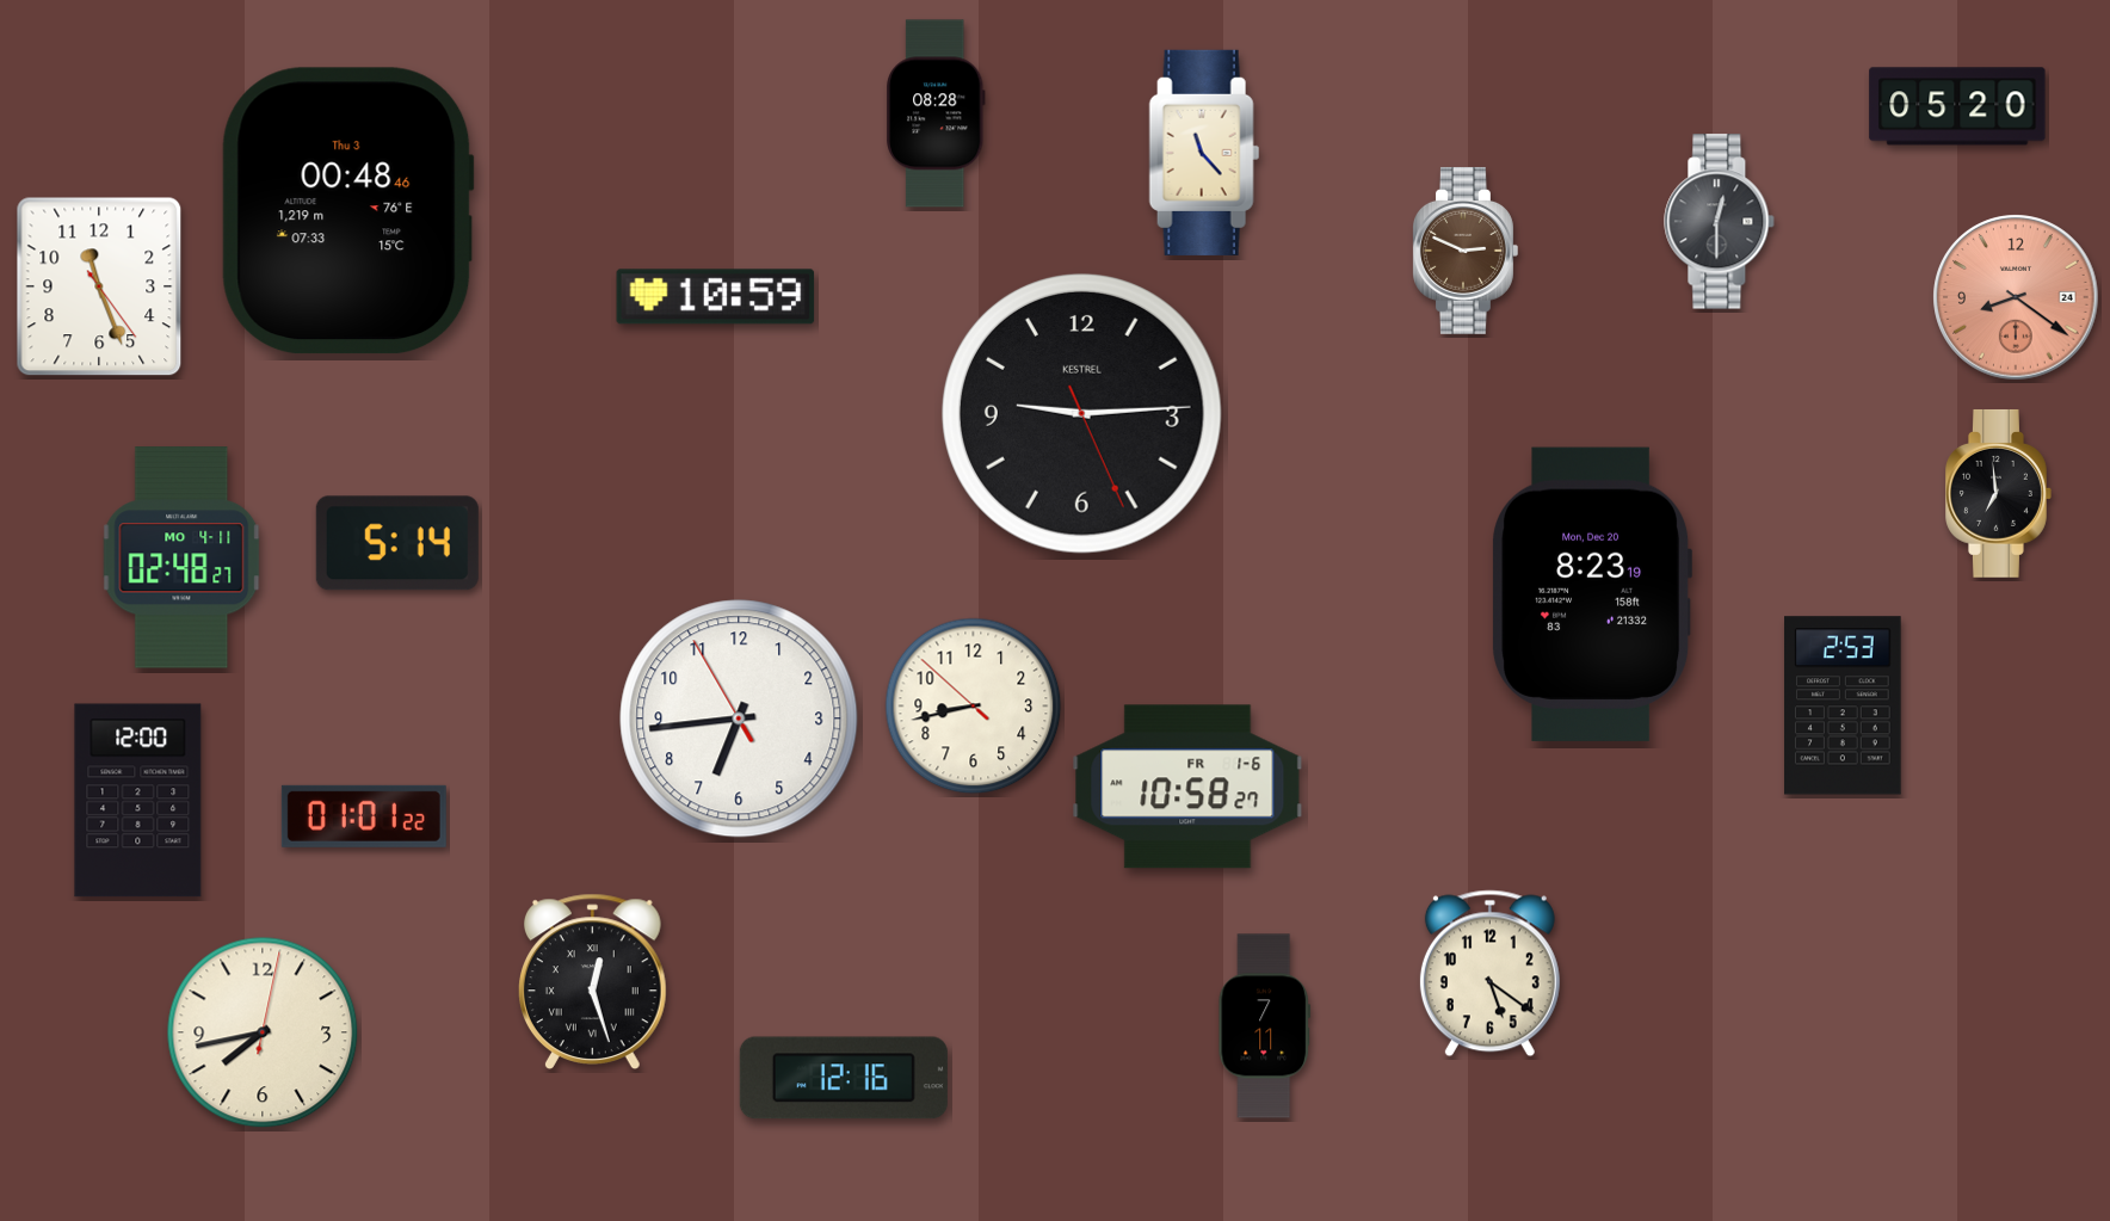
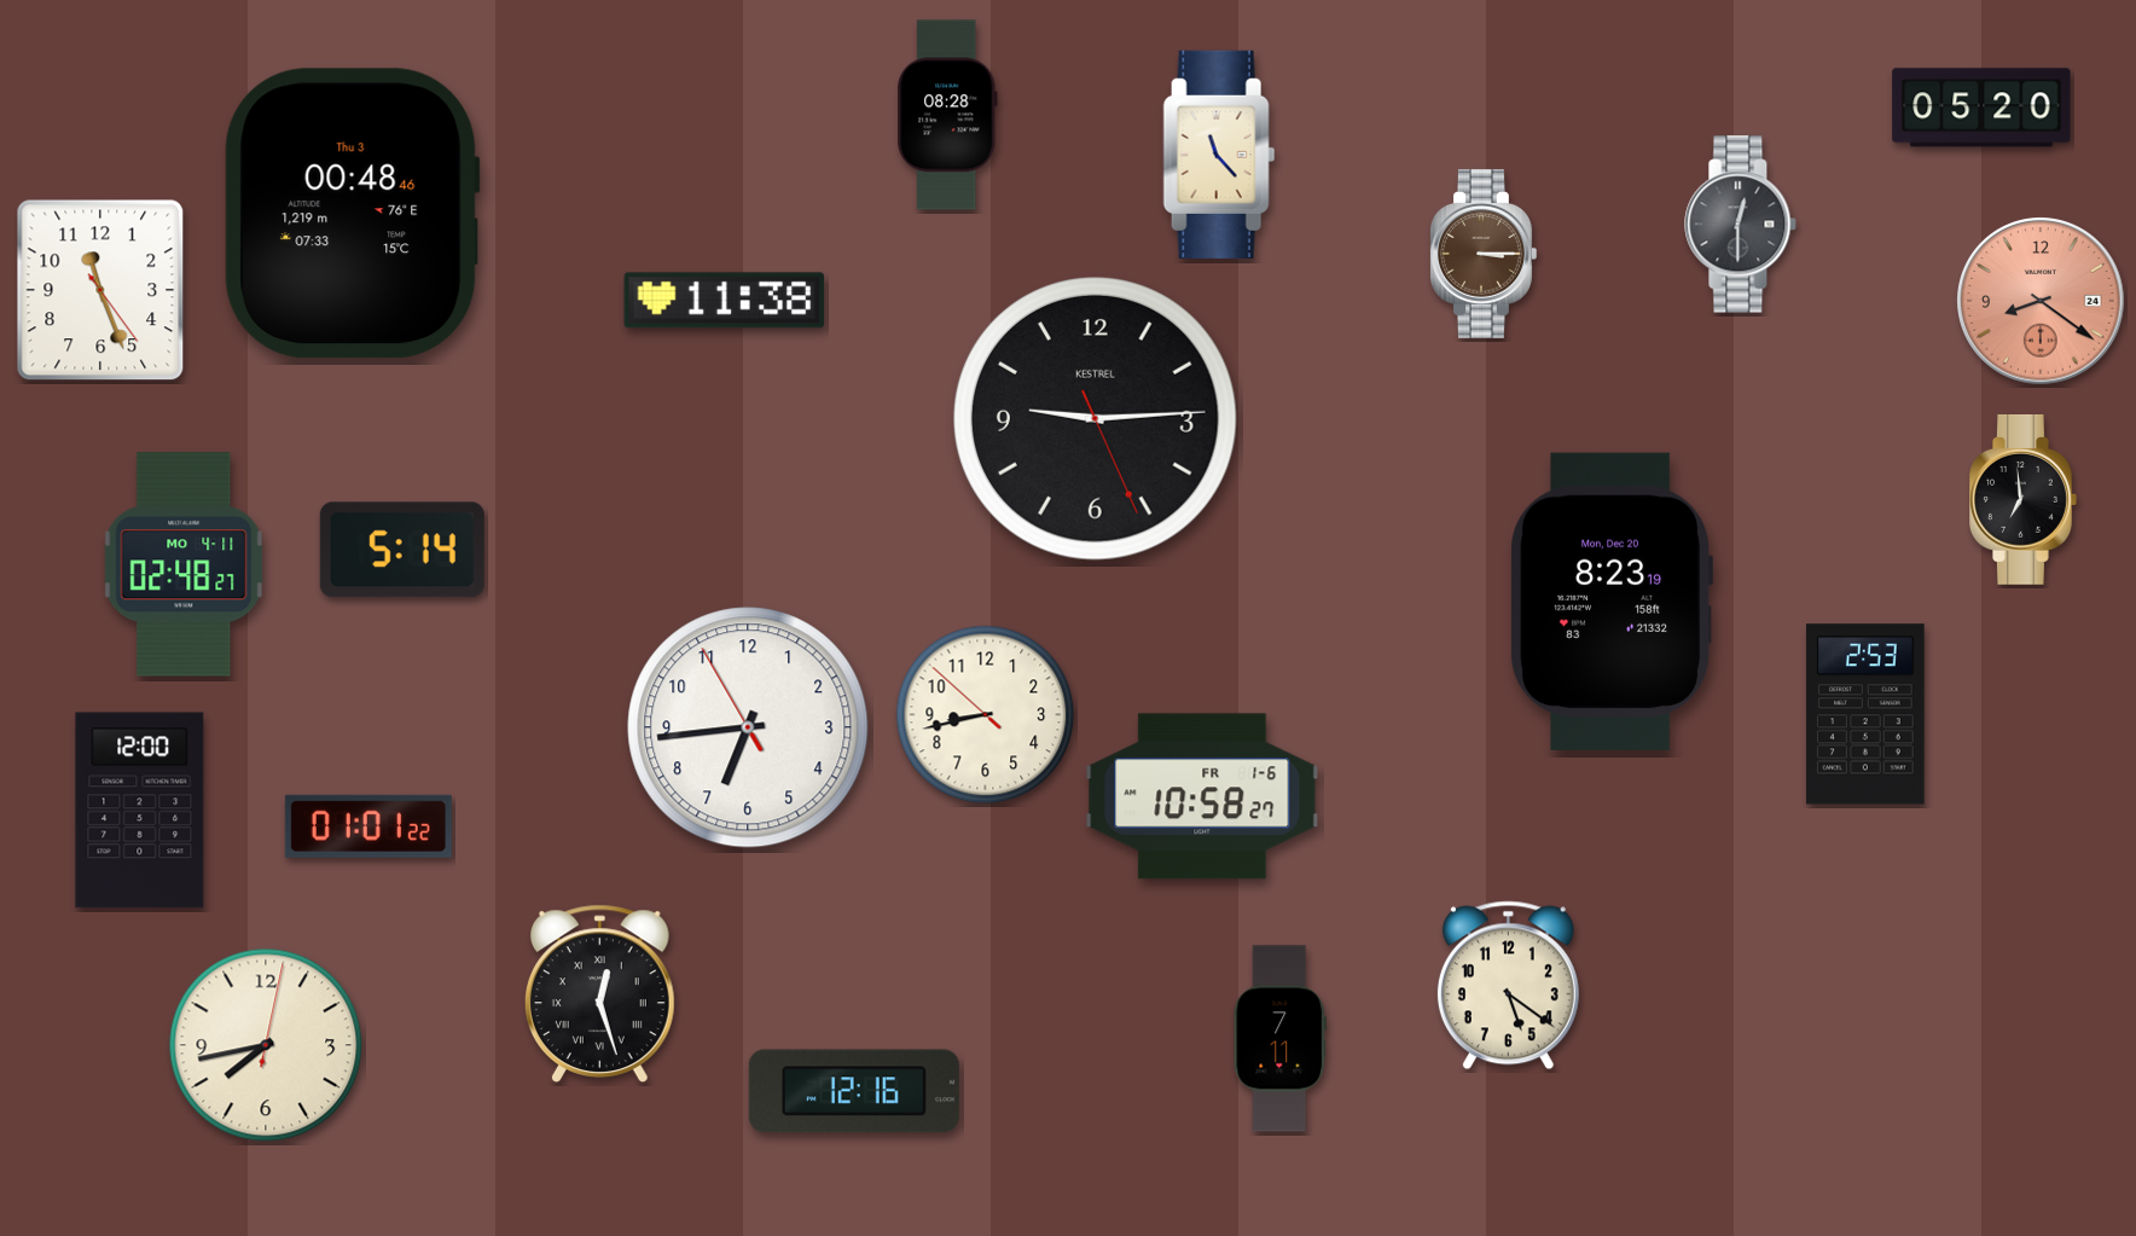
clock at (1466, 251): 2:49 -> 3:15
clock at (716, 297): 10:59 -> 11:38
